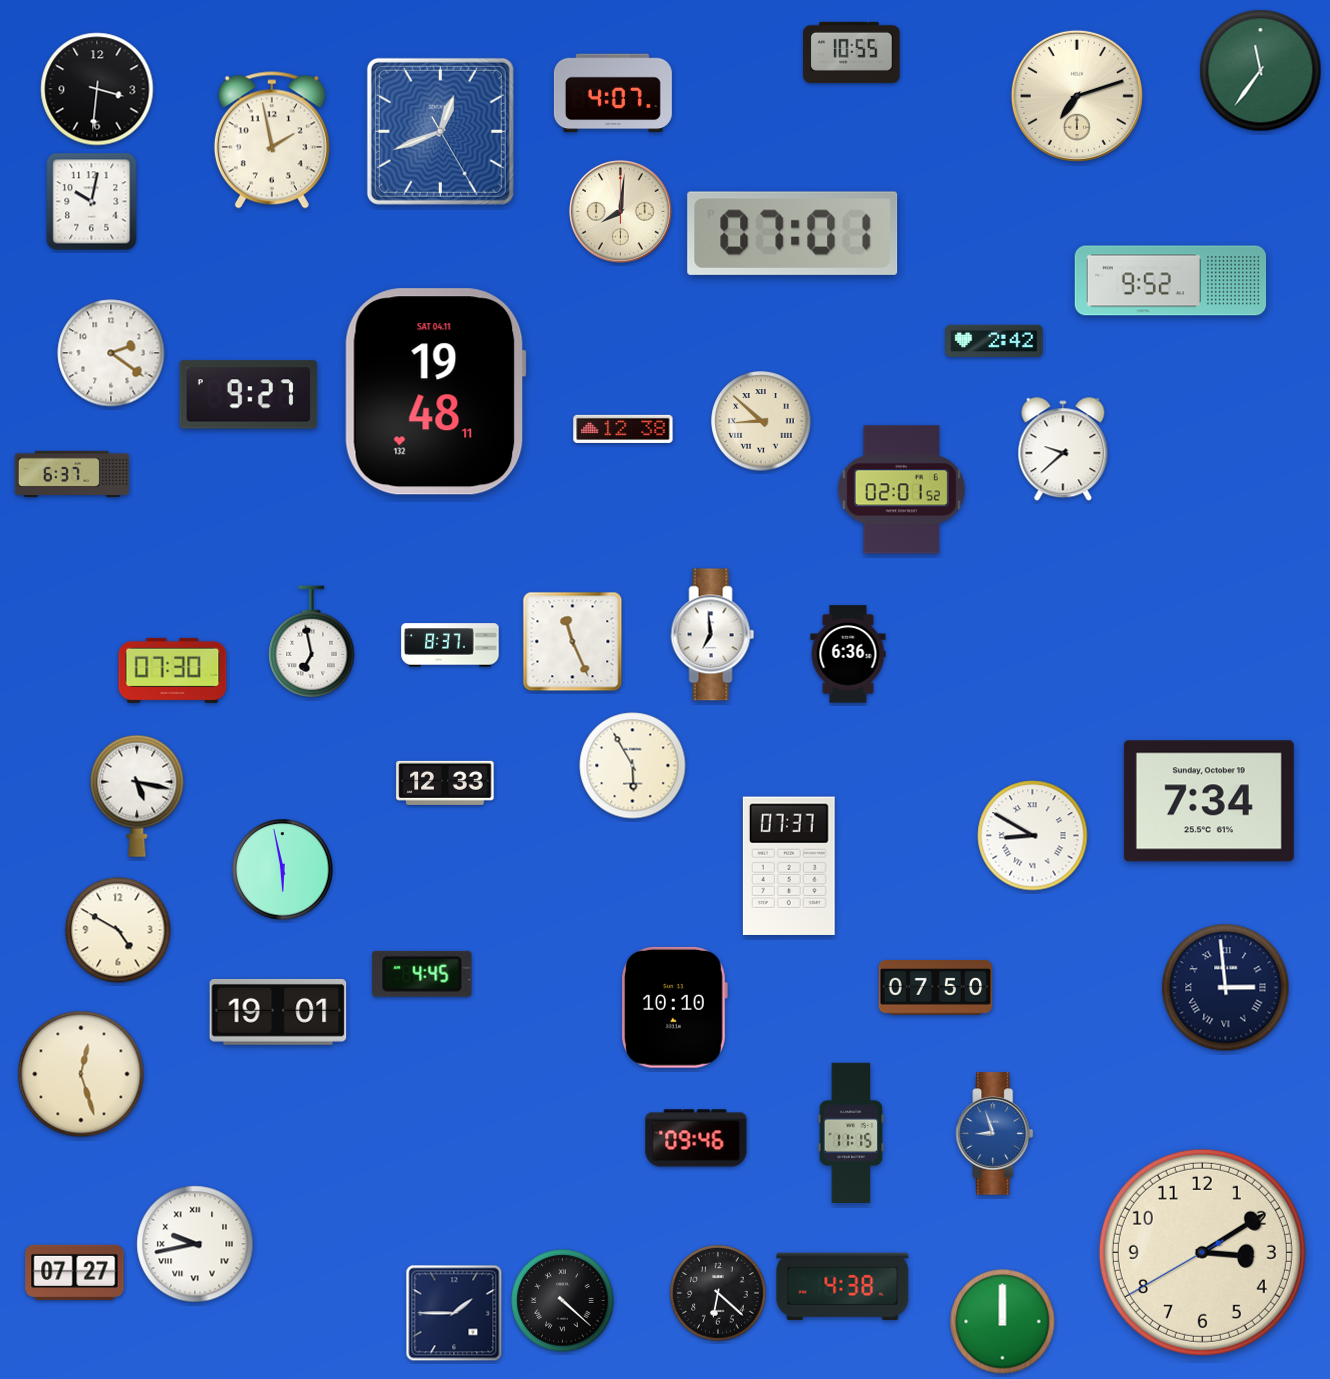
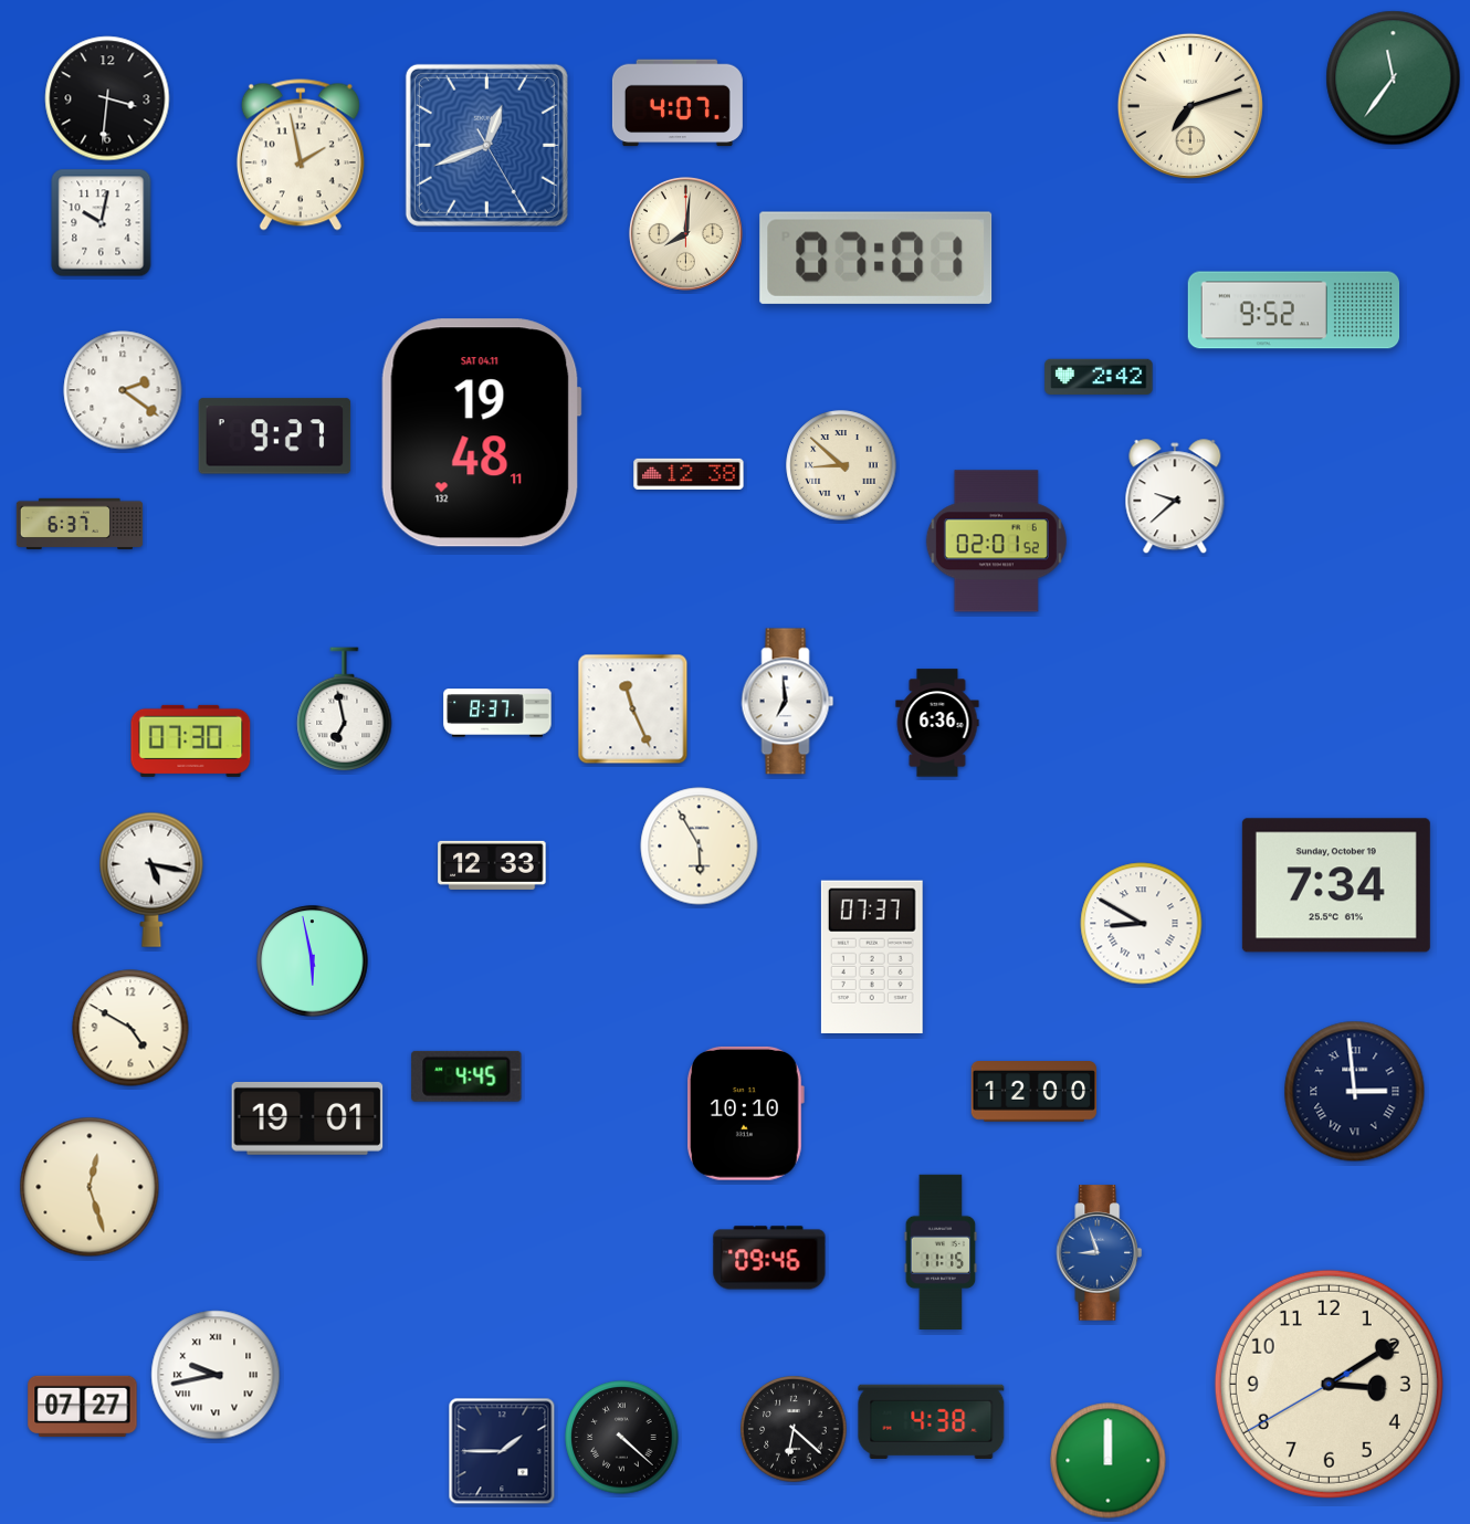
clock at (852, 52): 10:55 -> none
clock at (936, 988): 07:50 -> 12:00
